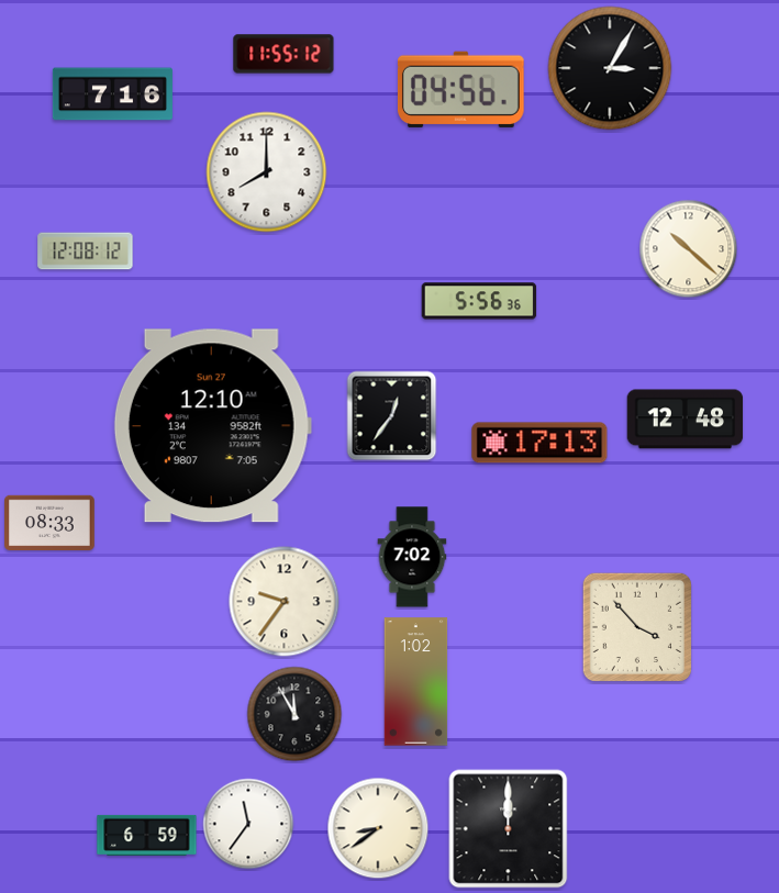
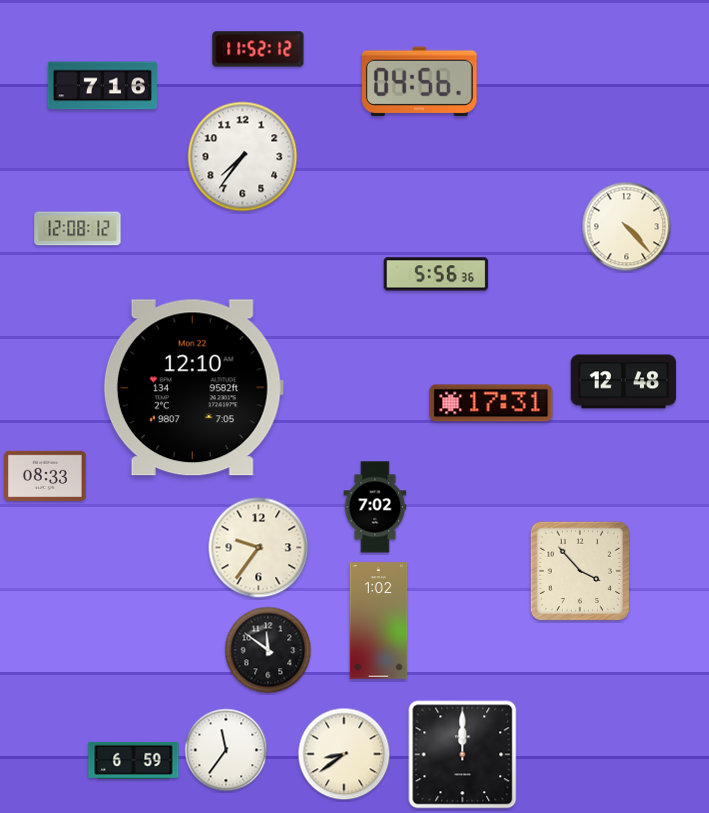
clock at (283, 54): 11:55 -> 11:52
clock at (610, 68): 3:05 -> none
clock at (267, 172): 8:00 -> 7:36
clock at (689, 249): 10:22 -> 4:23
clock at (392, 416): 12:36 -> none
clock at (212, 426) date: Sun 27 -> Mon 22
clock at (539, 443): 17:13 -> 17:31
clock at (294, 714): 11:55 -> 11:51
